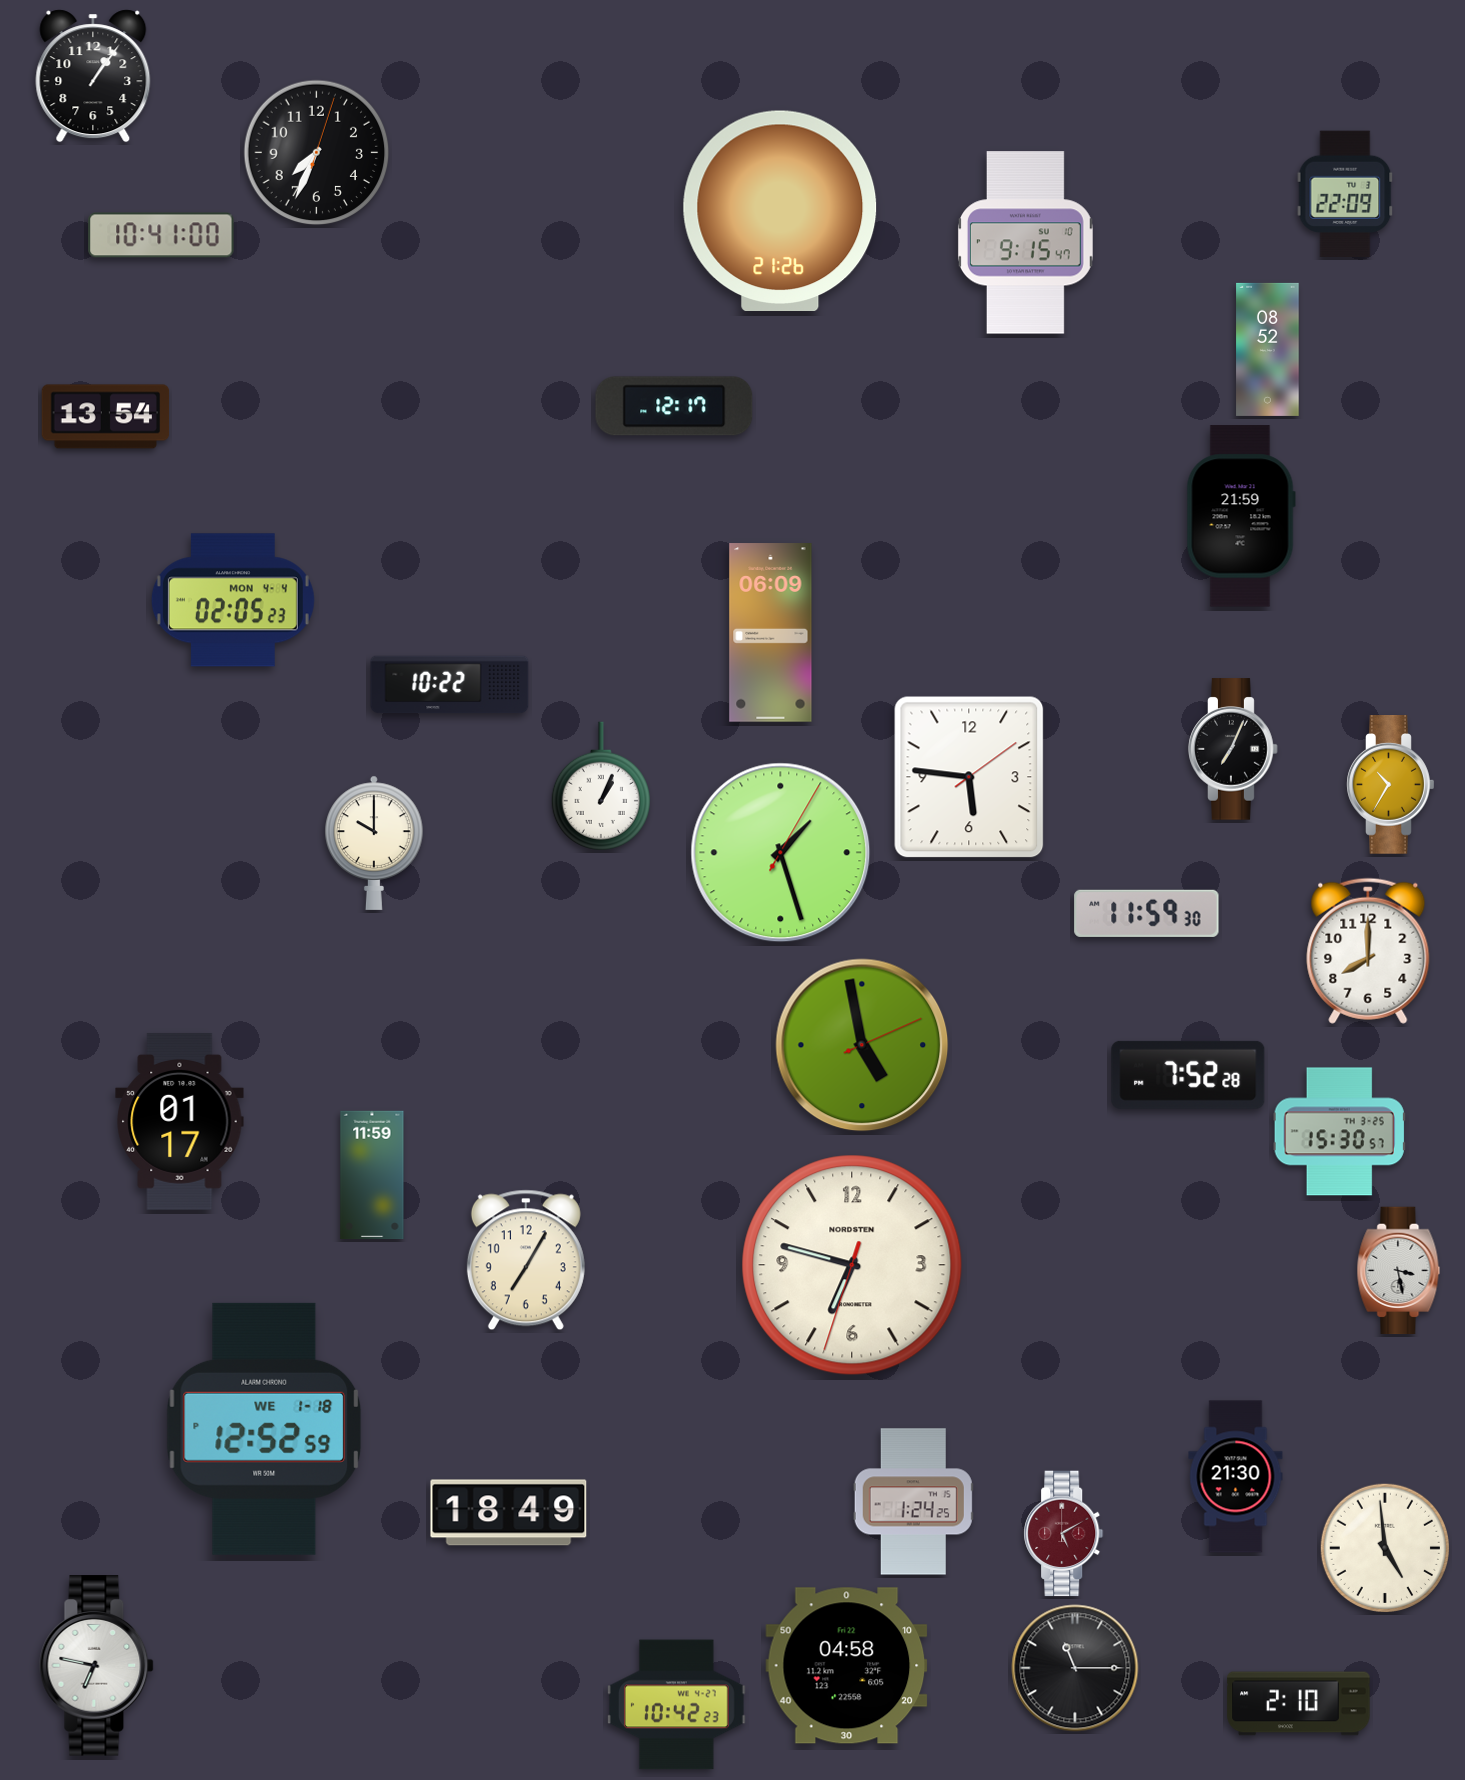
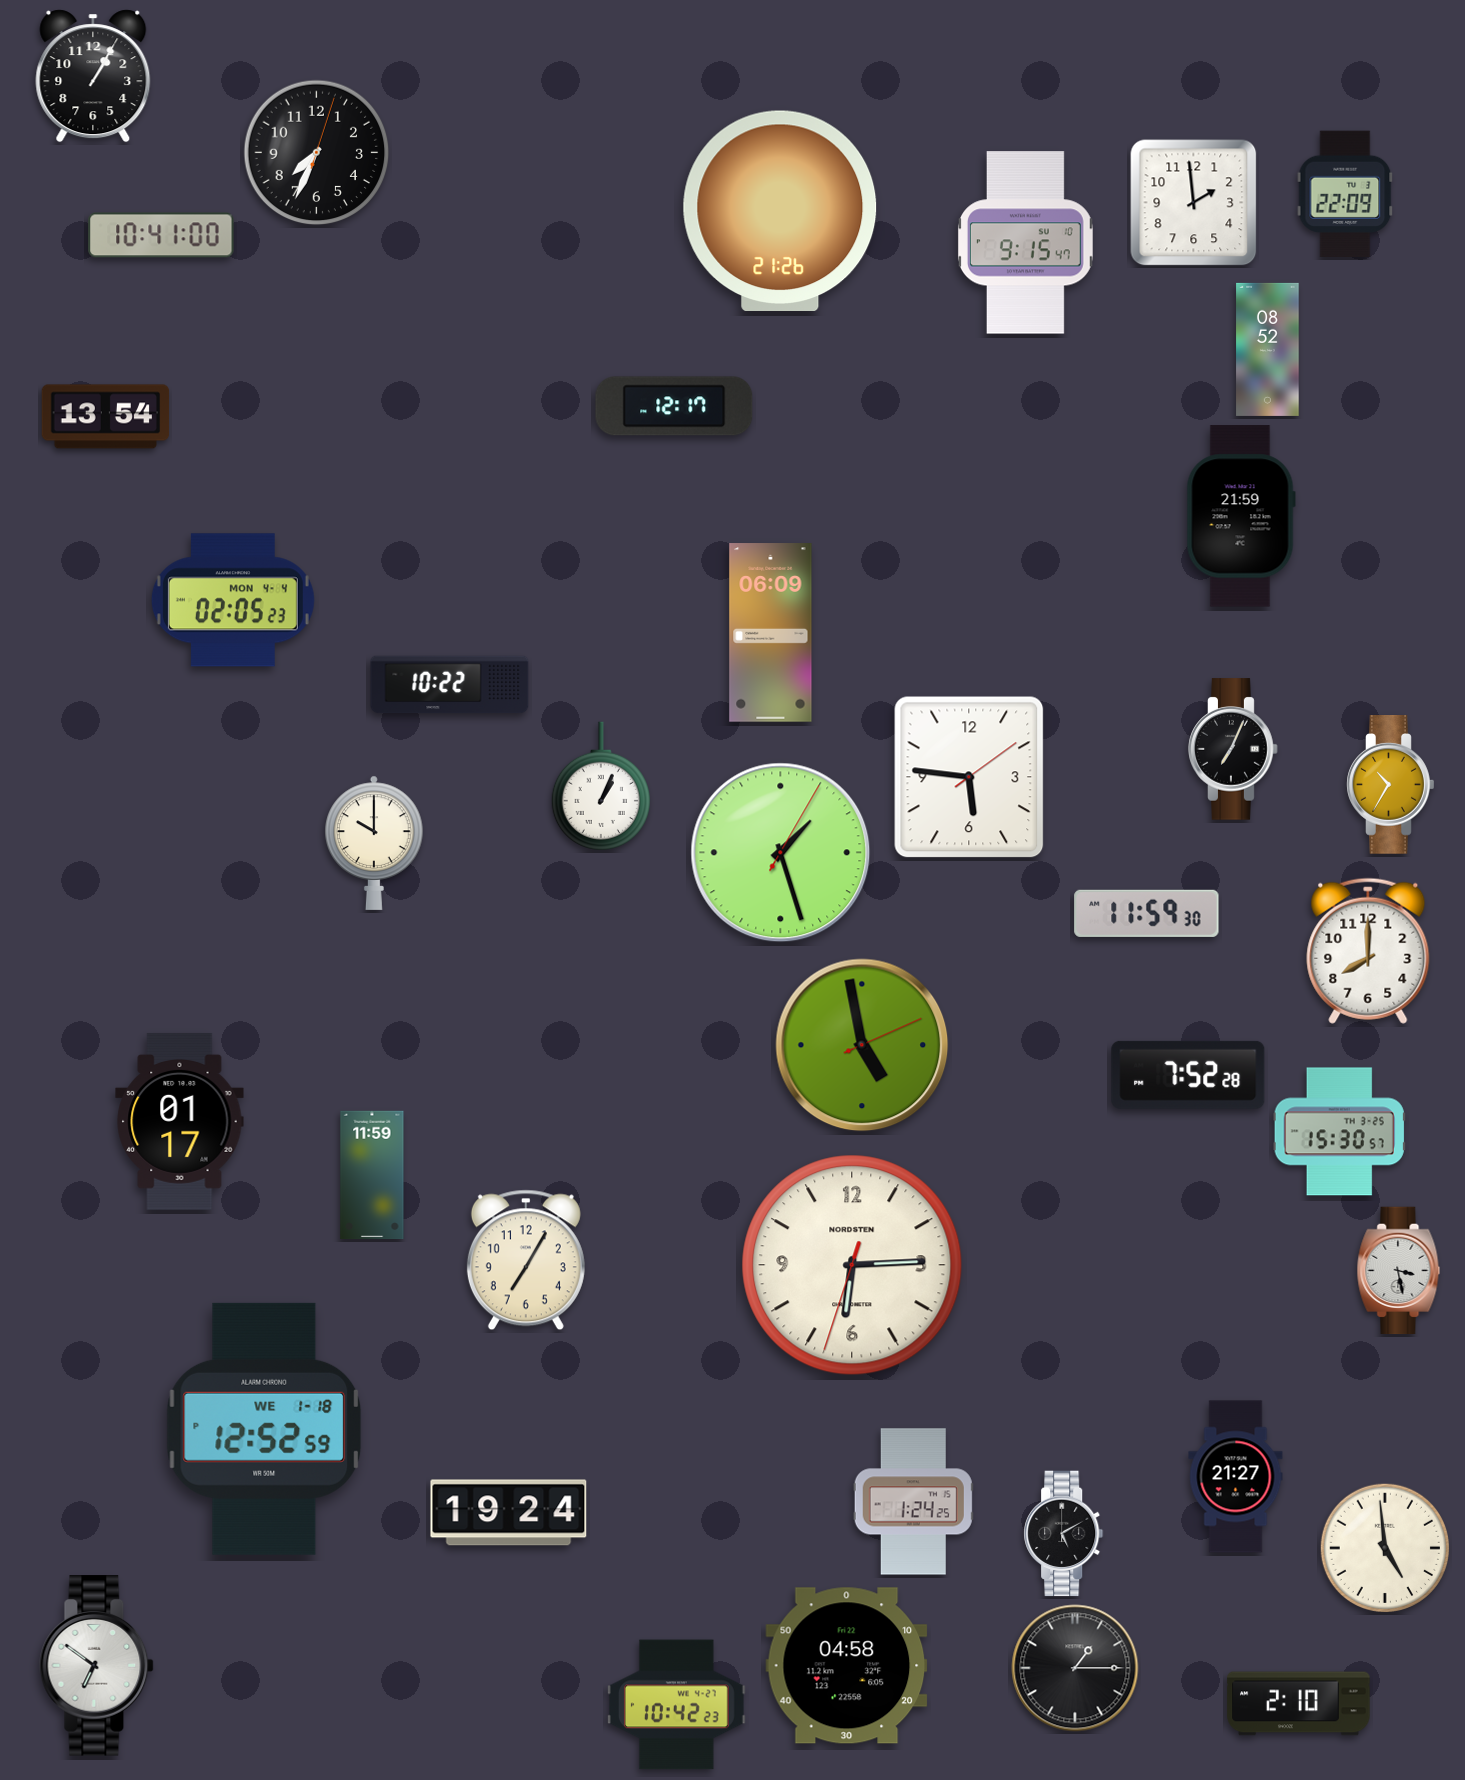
clock at (93, 76): 1:06 -> 1:05
clock at (1194, 203): none -> 1:59
clock at (852, 1265): 6:47 -> 6:14
clock at (1236, 1477): 21:30 -> 21:27
clock at (509, 1513): 18:49 -> 19:24
clock at (1064, 1534) dial: burgundy -> black
clock at (97, 1666): 6:47 -> 6:51
clock at (1075, 1668): 11:15 -> 1:15
